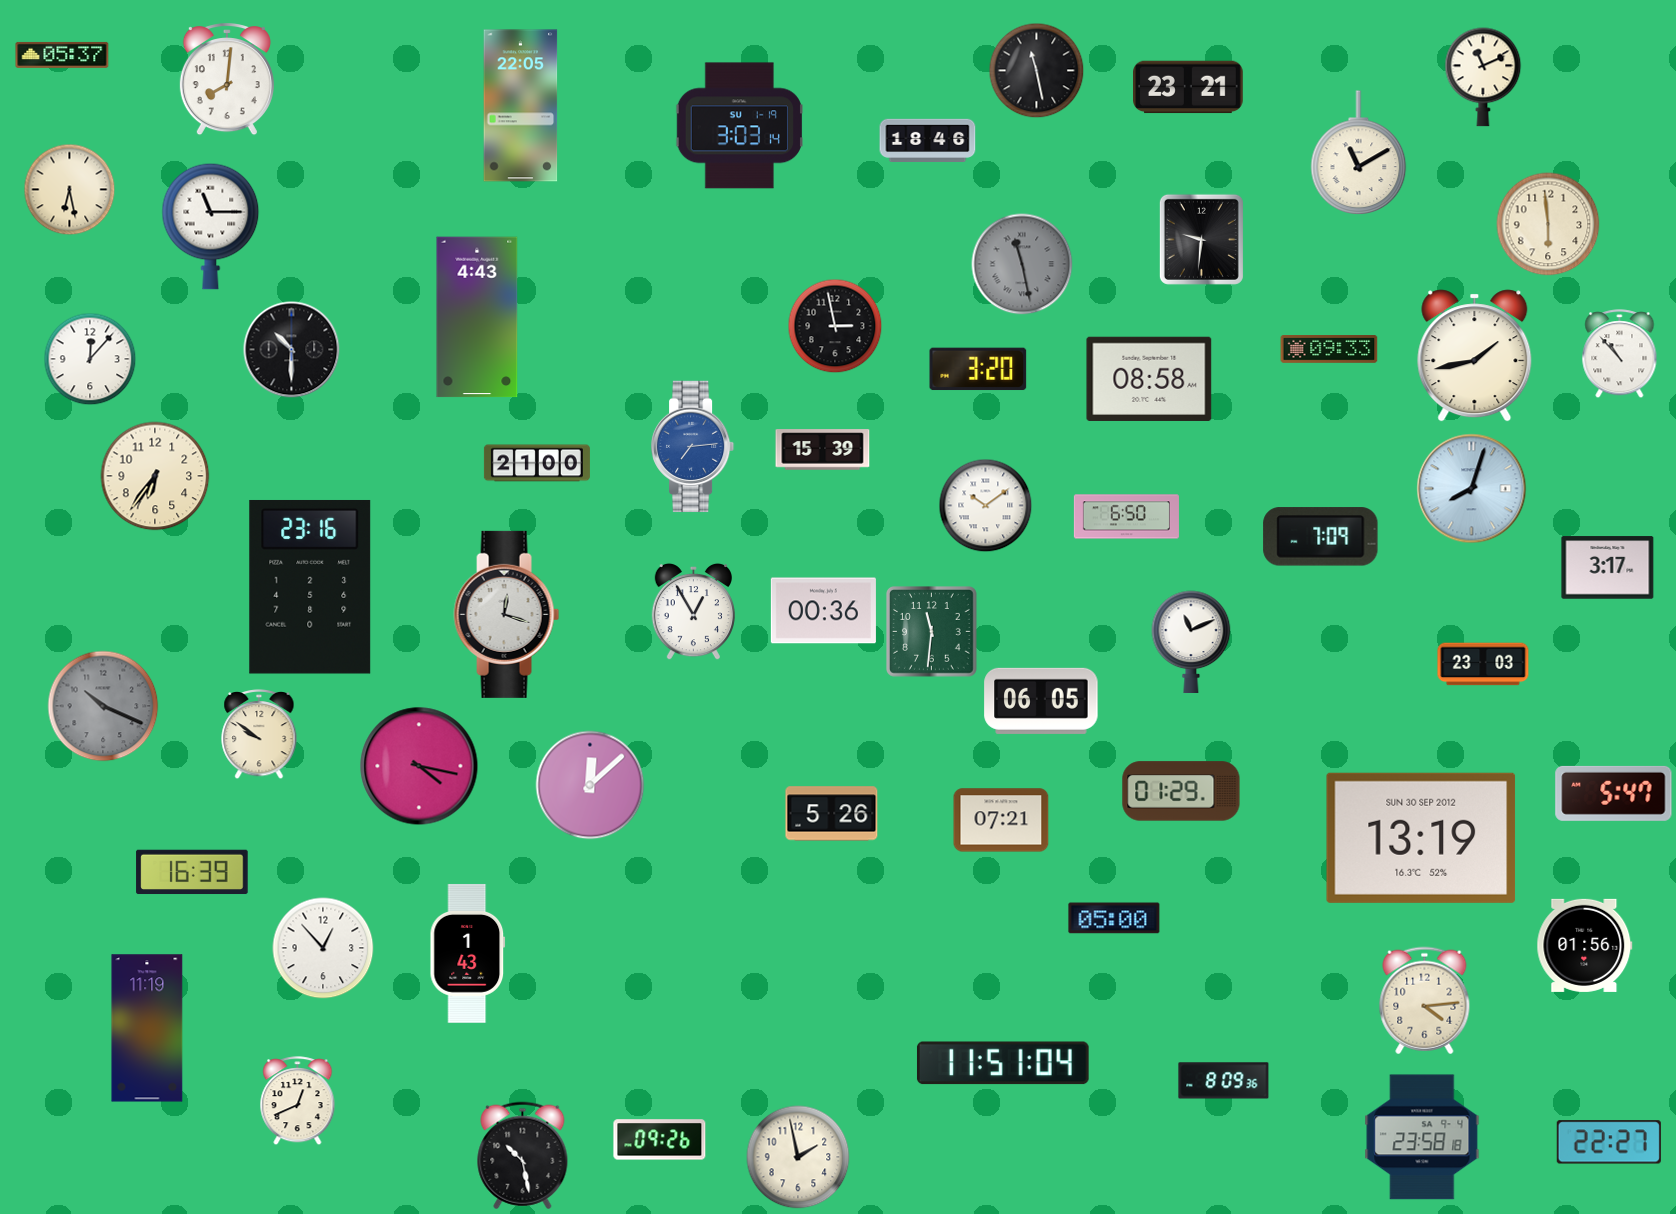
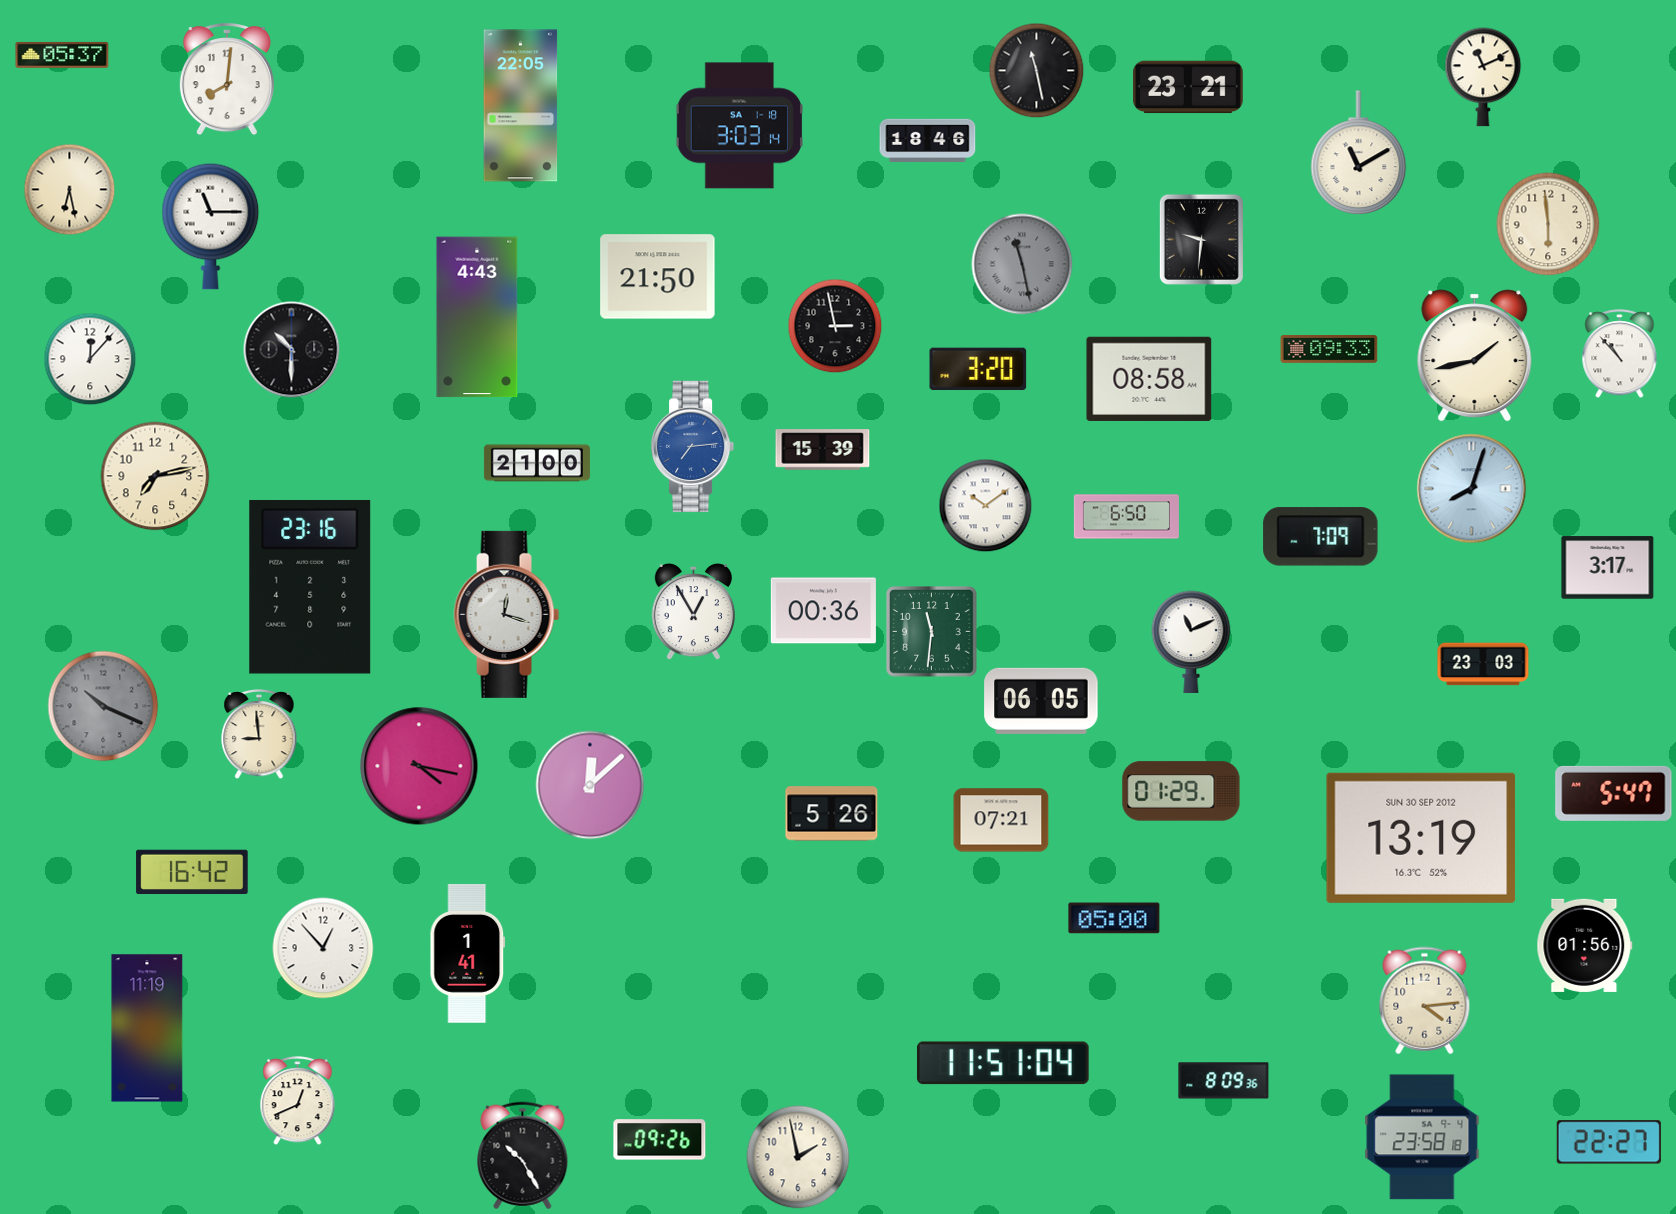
clock at (739, 126) date: SU 1-19 -> SA 1-18
clock at (658, 277): none -> 21:50
clock at (155, 476): 6:36 -> 7:13
clock at (259, 734): 9:51 -> 8:59
clock at (192, 872): 16:39 -> 16:42
clock at (468, 953): 1:43 -> 1:41
clock at (523, 1156): 10:28 -> 10:25
